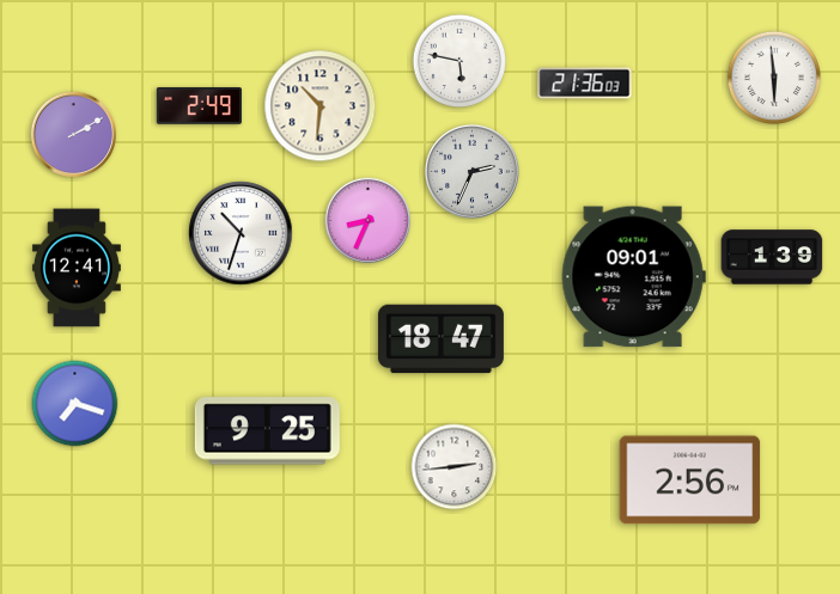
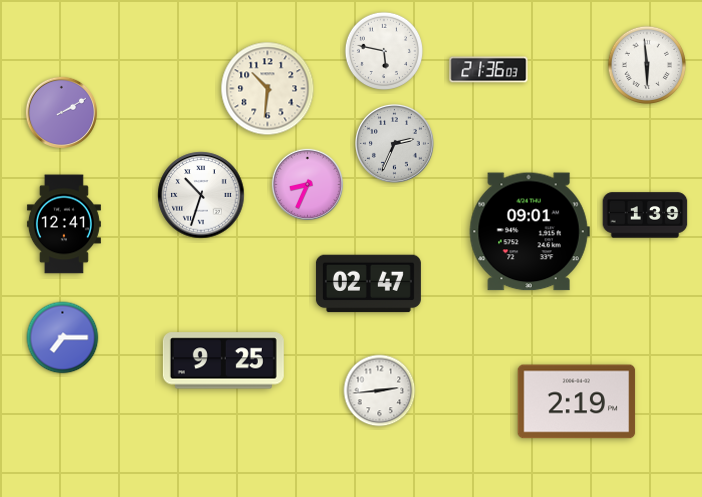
clock at (199, 106): 2:49 -> none
clock at (440, 339): 18:47 -> 02:47
clock at (75, 404): 7:18 -> 7:15
clock at (690, 480): 2:56 -> 2:19
